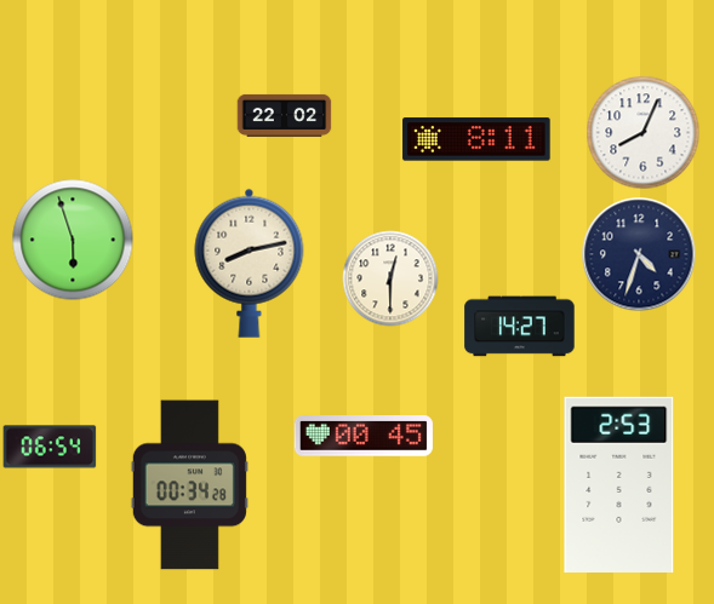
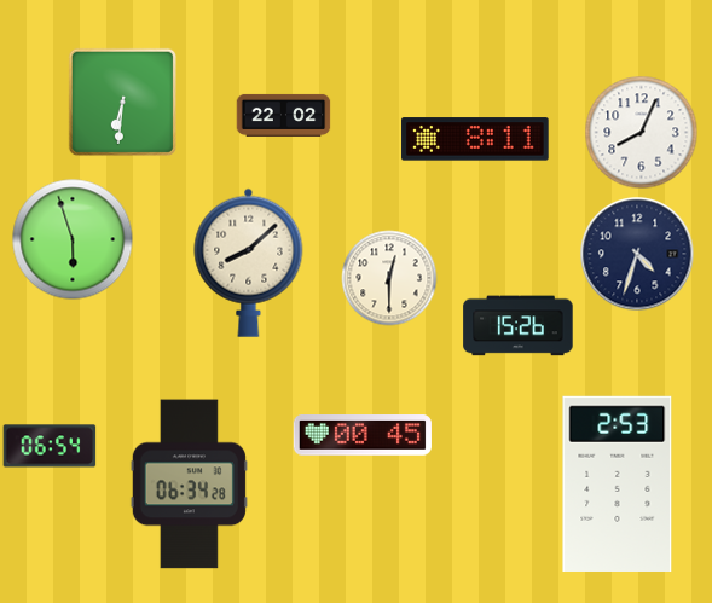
clock at (123, 103): none -> 6:31
clock at (250, 263): 8:13 -> 8:08
clock at (520, 327): 14:27 -> 15:26
clock at (189, 485): 00:34 -> 06:34
